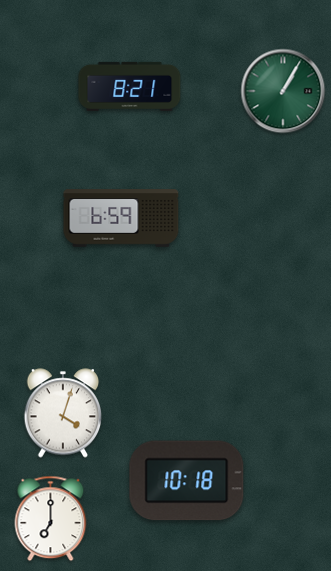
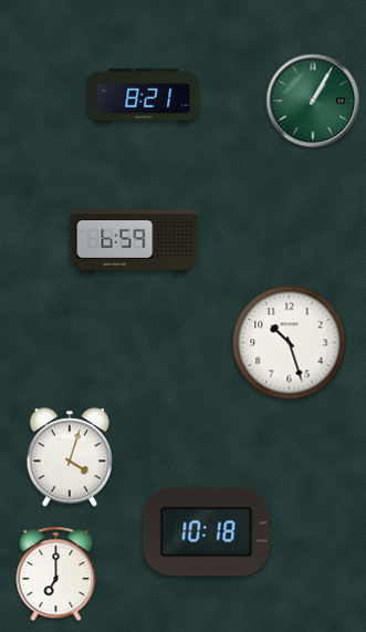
clock at (290, 343): none -> 10:27
